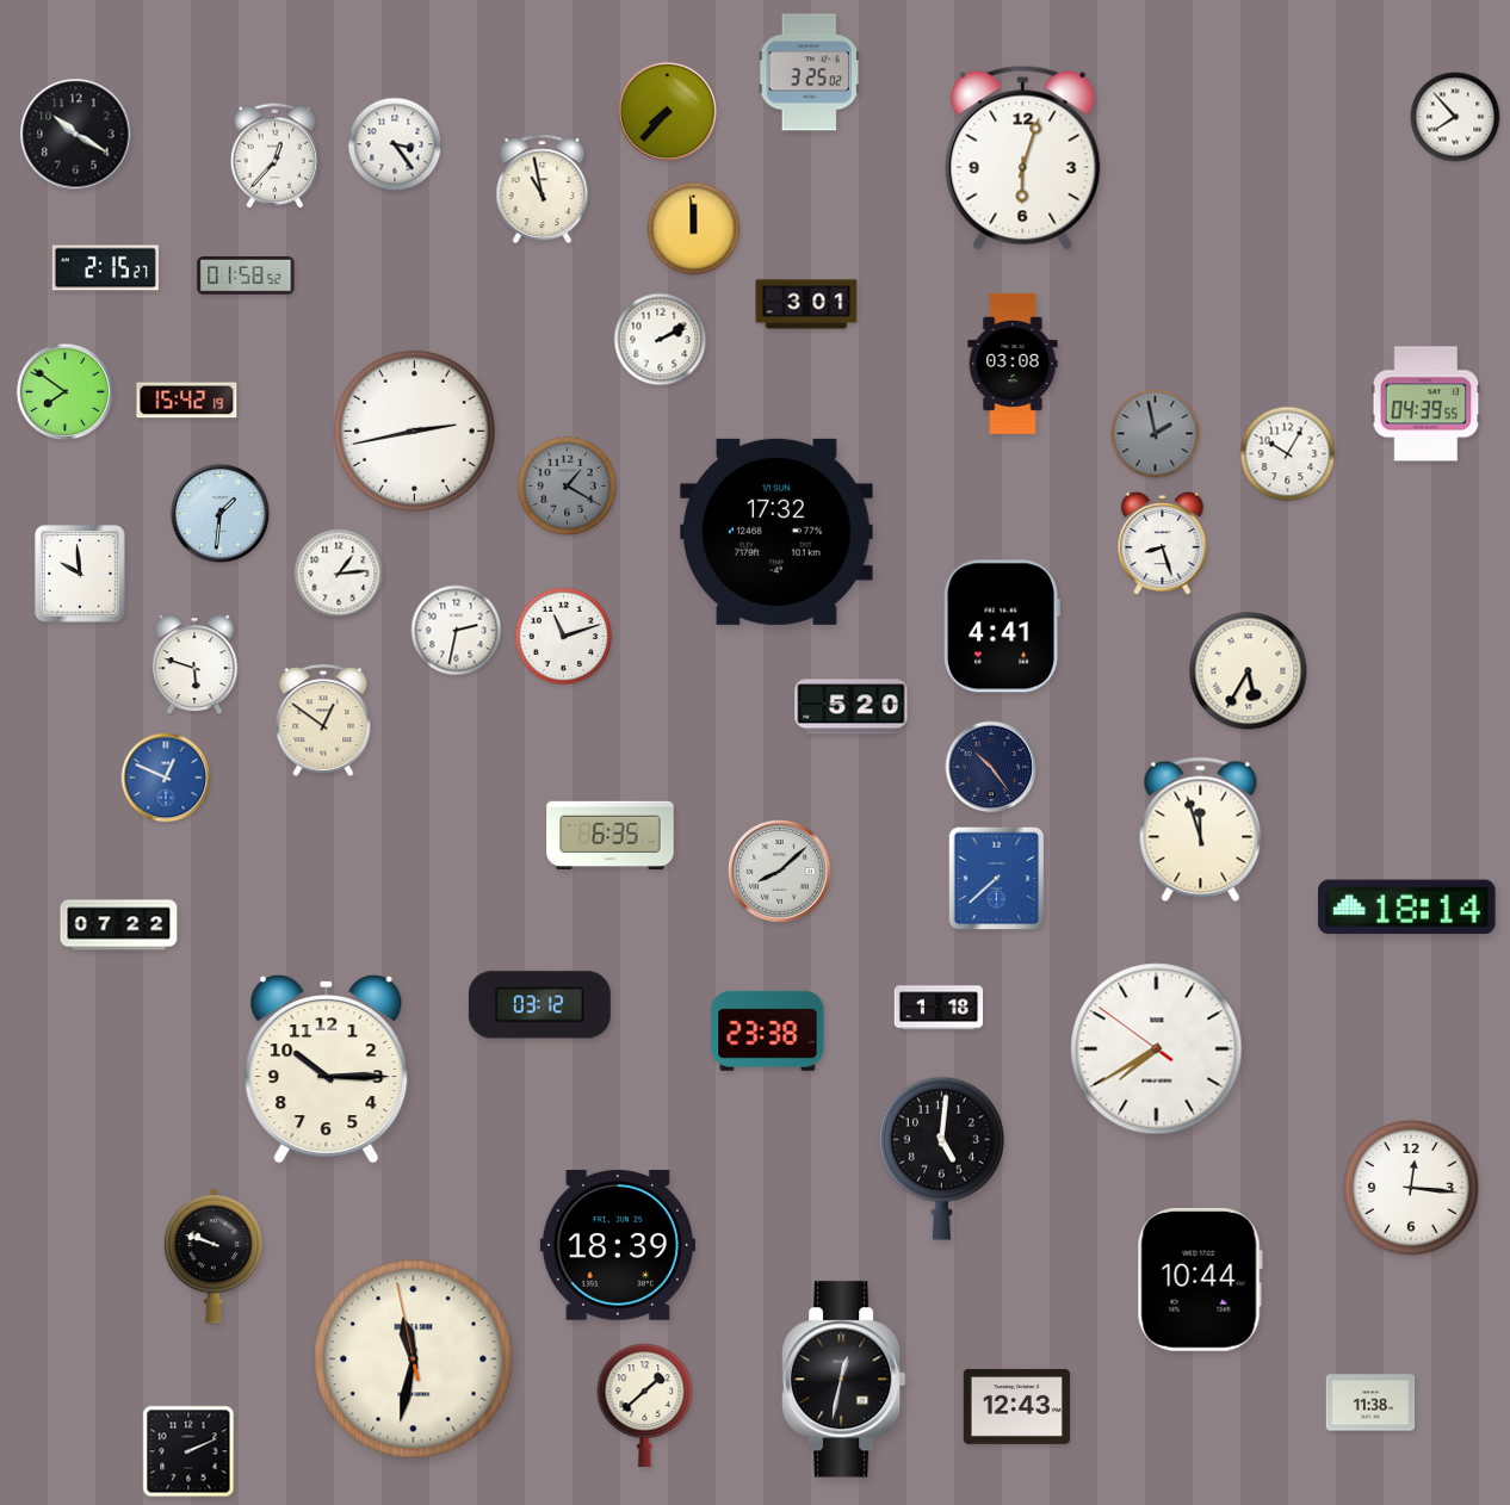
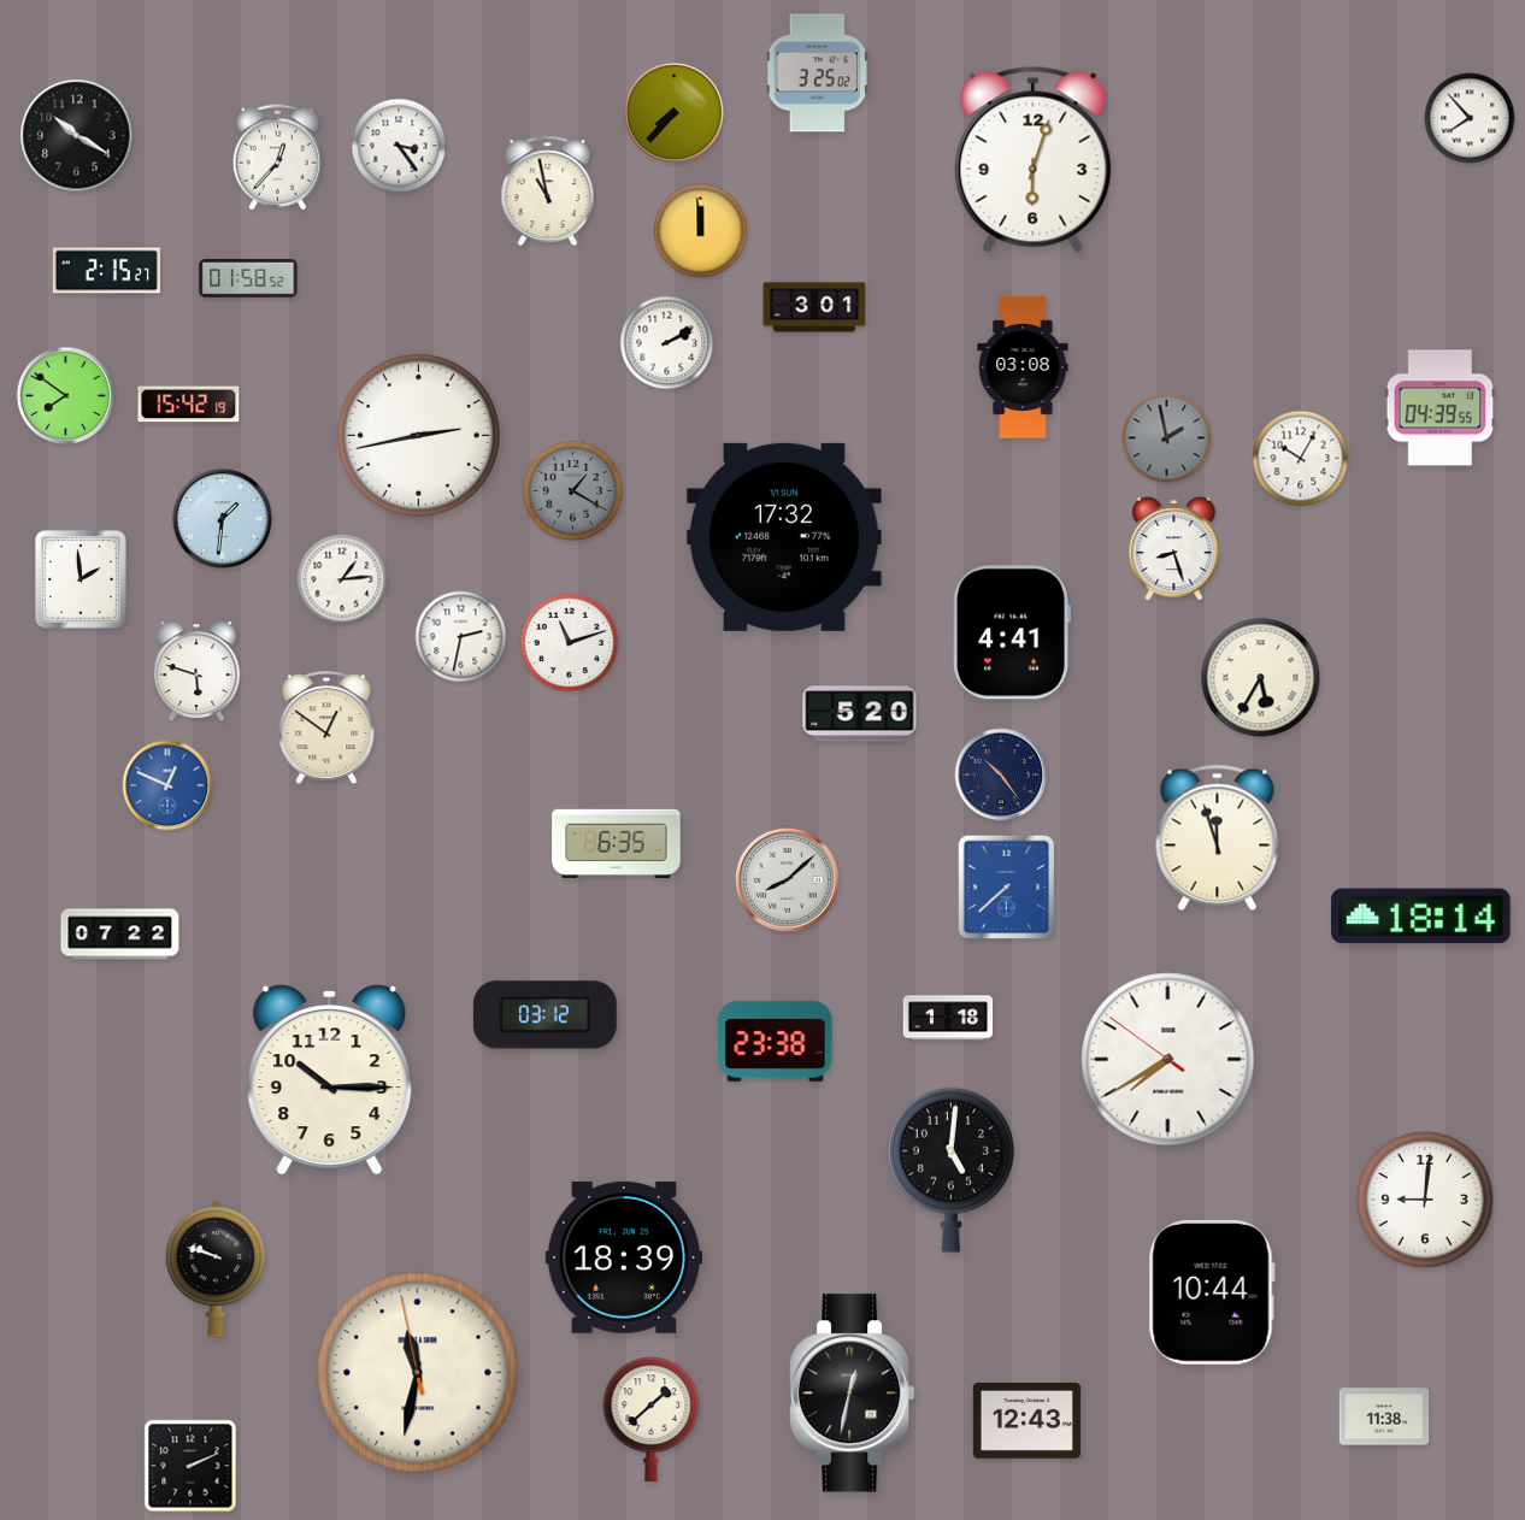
clock at (80, 574): 9:59 -> 1:59
clock at (1201, 830) position: (1201, 830) -> (1218, 838)
clock at (1412, 1189): 12:16 -> 9:01
